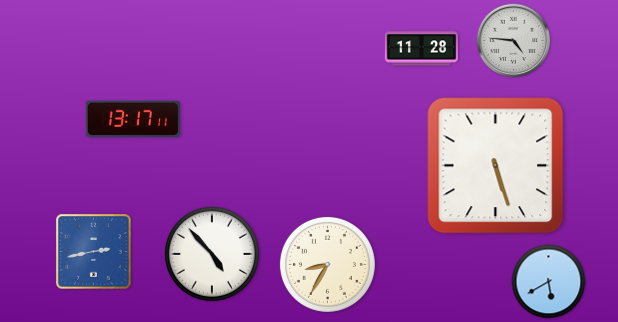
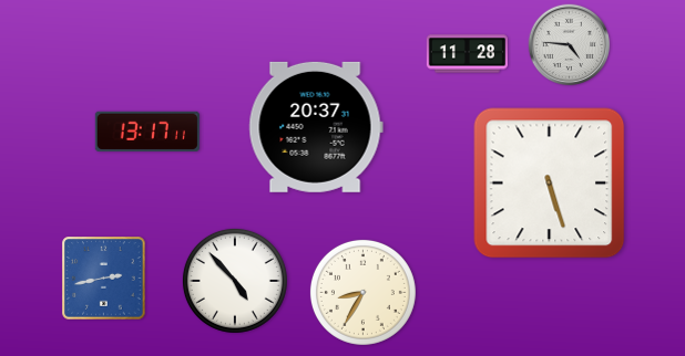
clock at (316, 127): none -> 20:37
clock at (549, 282): 5:40 -> none
